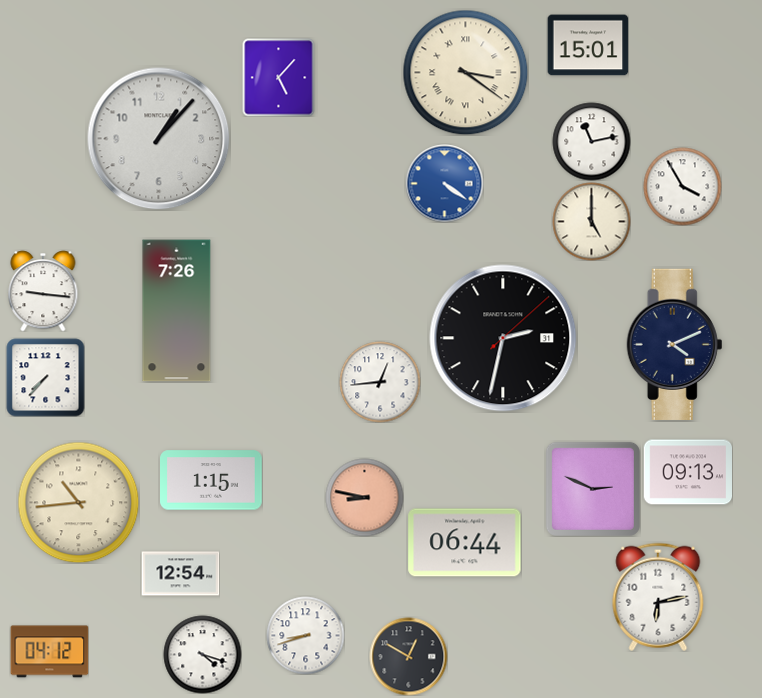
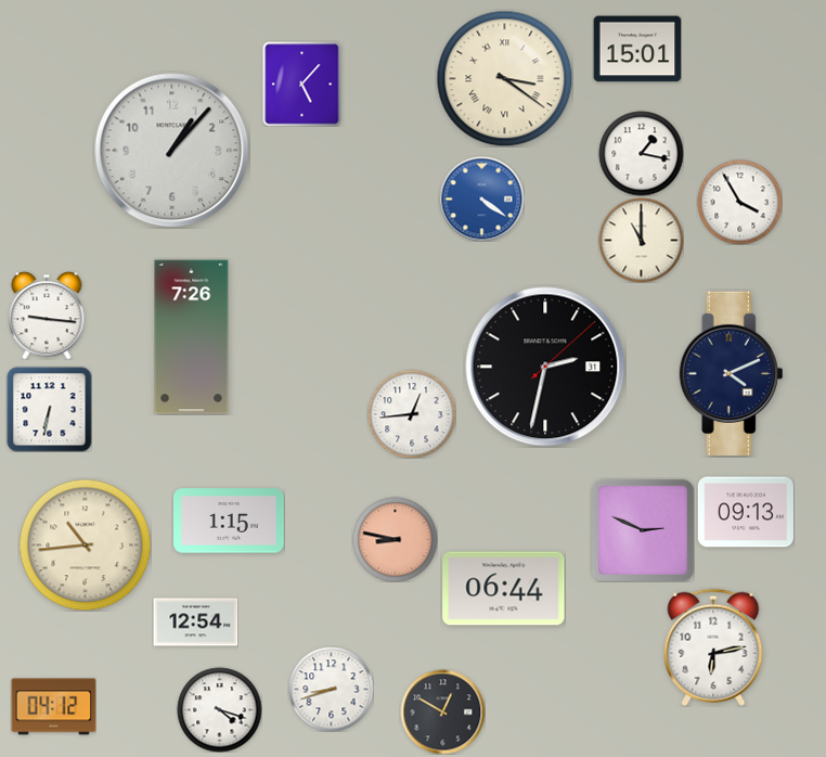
clock at (591, 141): 11:13 -> 1:17
clock at (591, 221): 5:00 -> 11:00
clock at (45, 377): 7:37 -> 6:32
